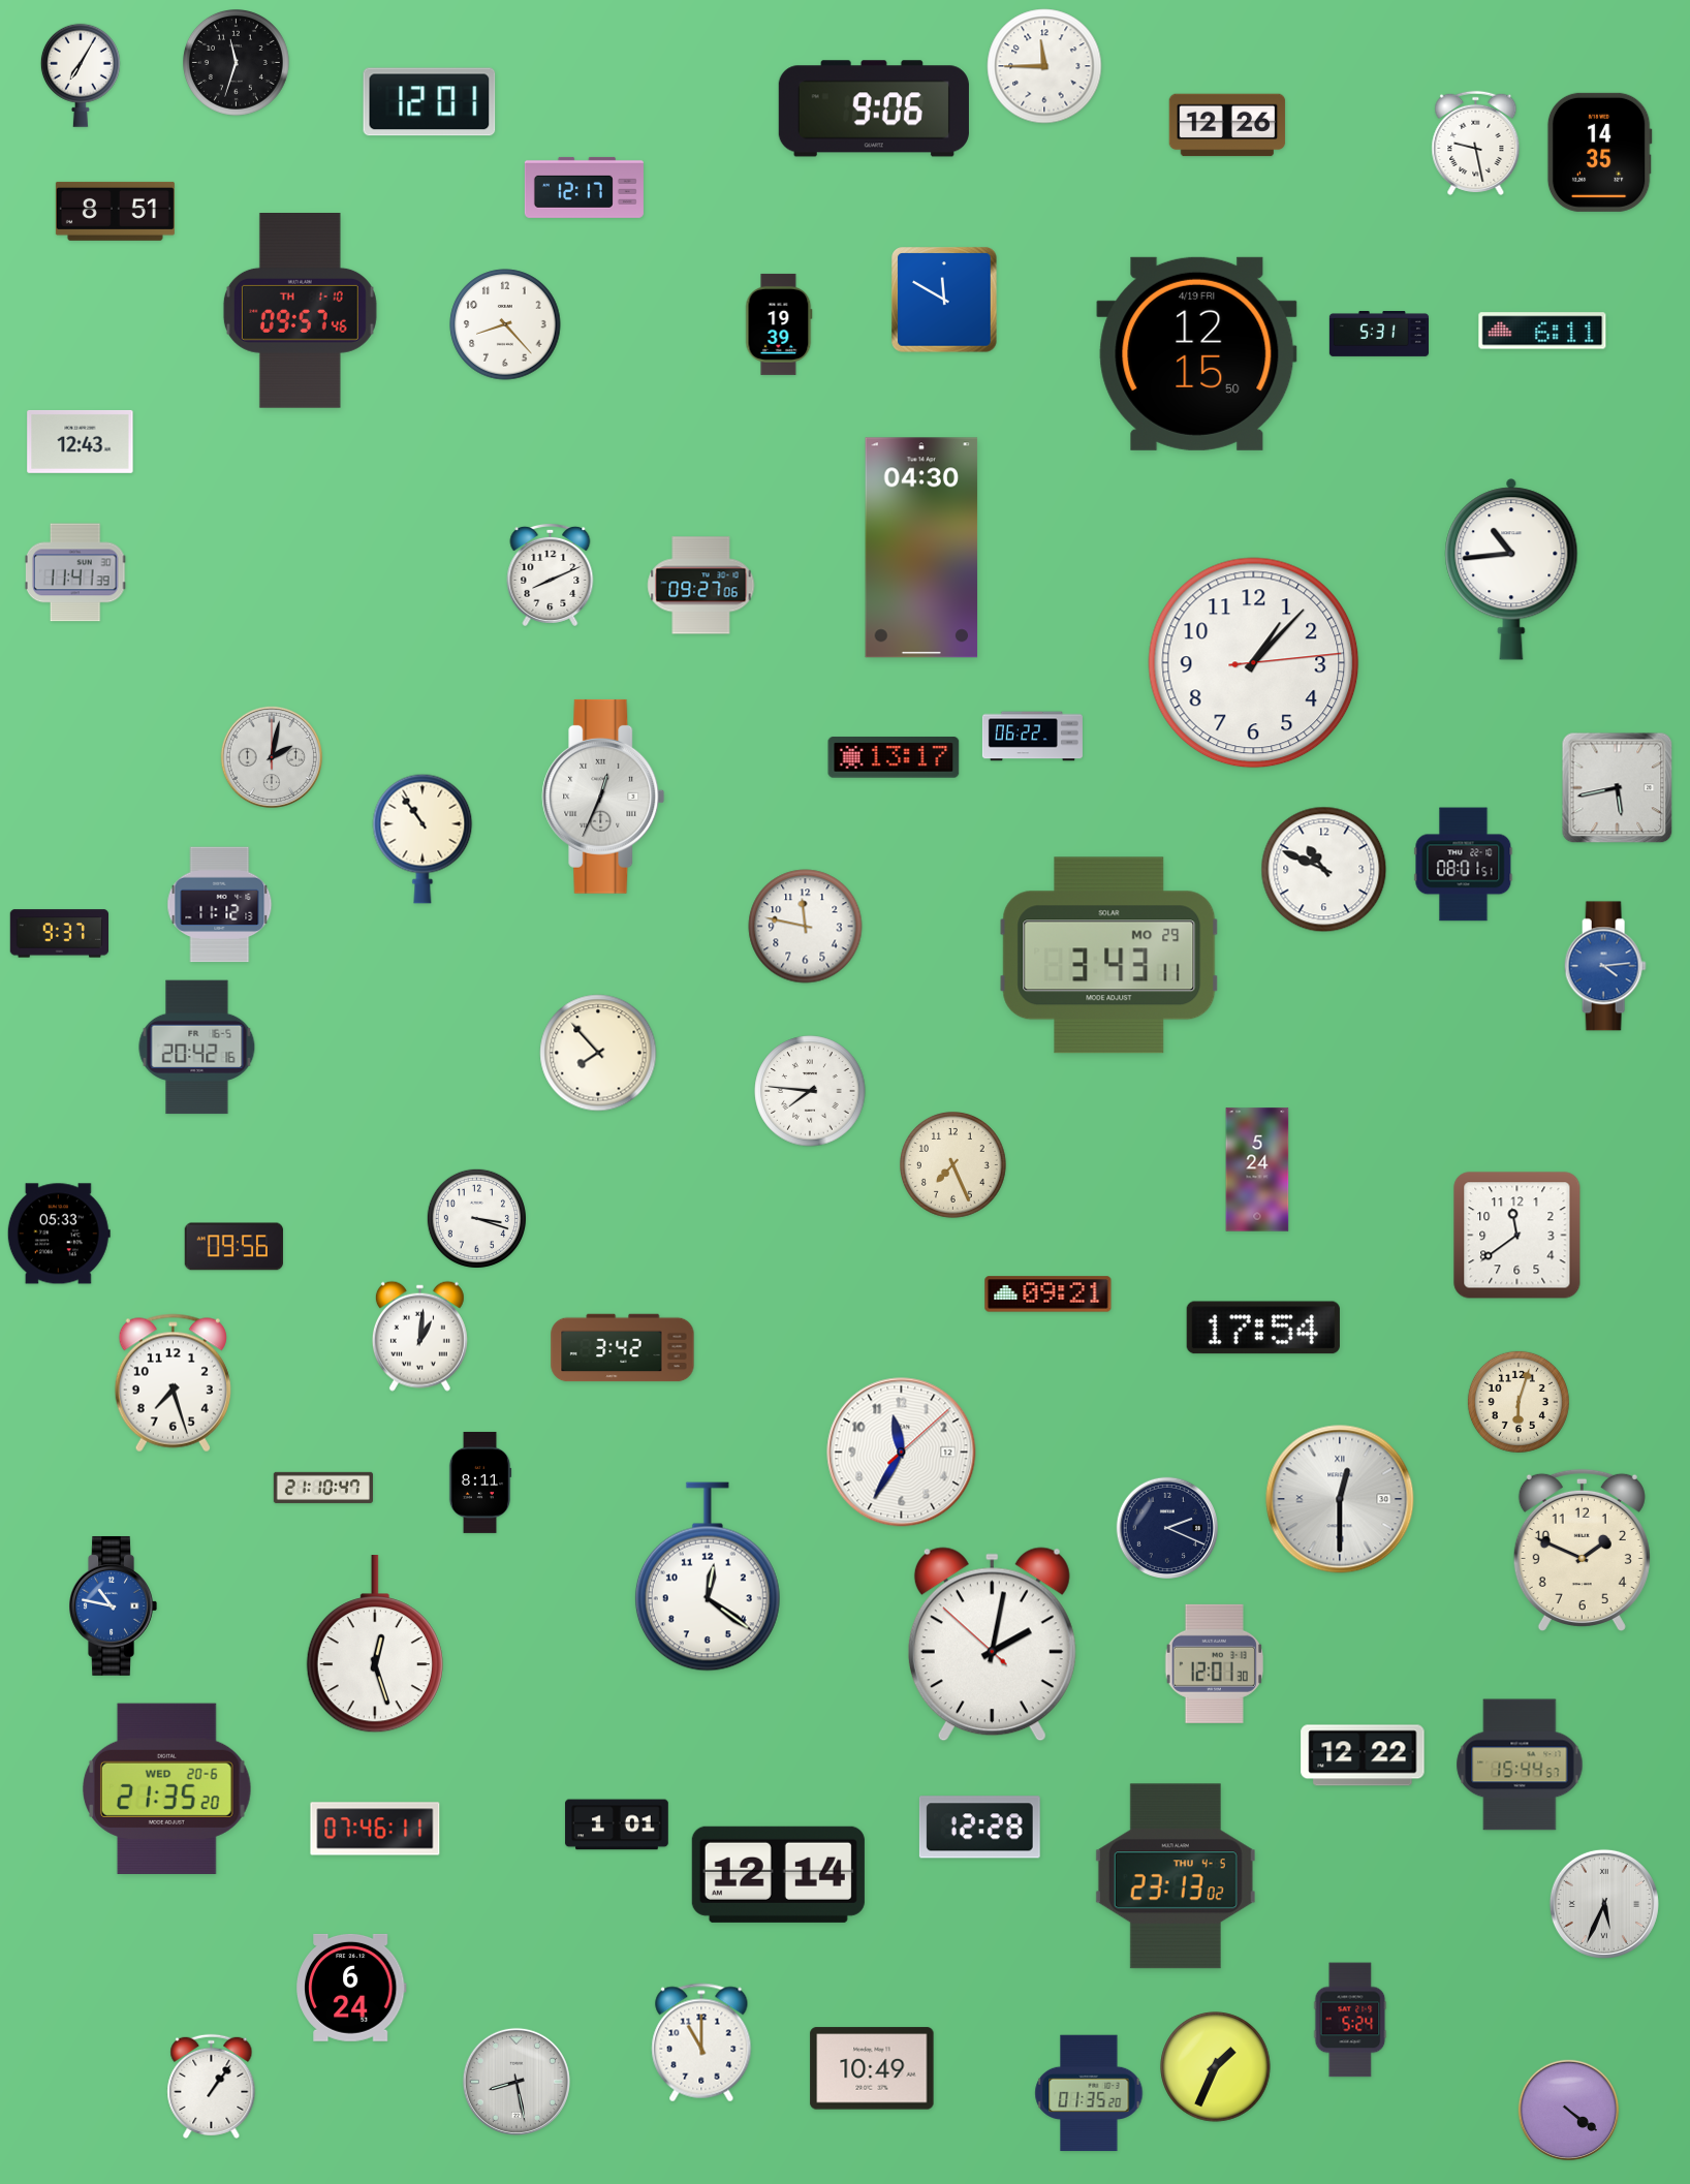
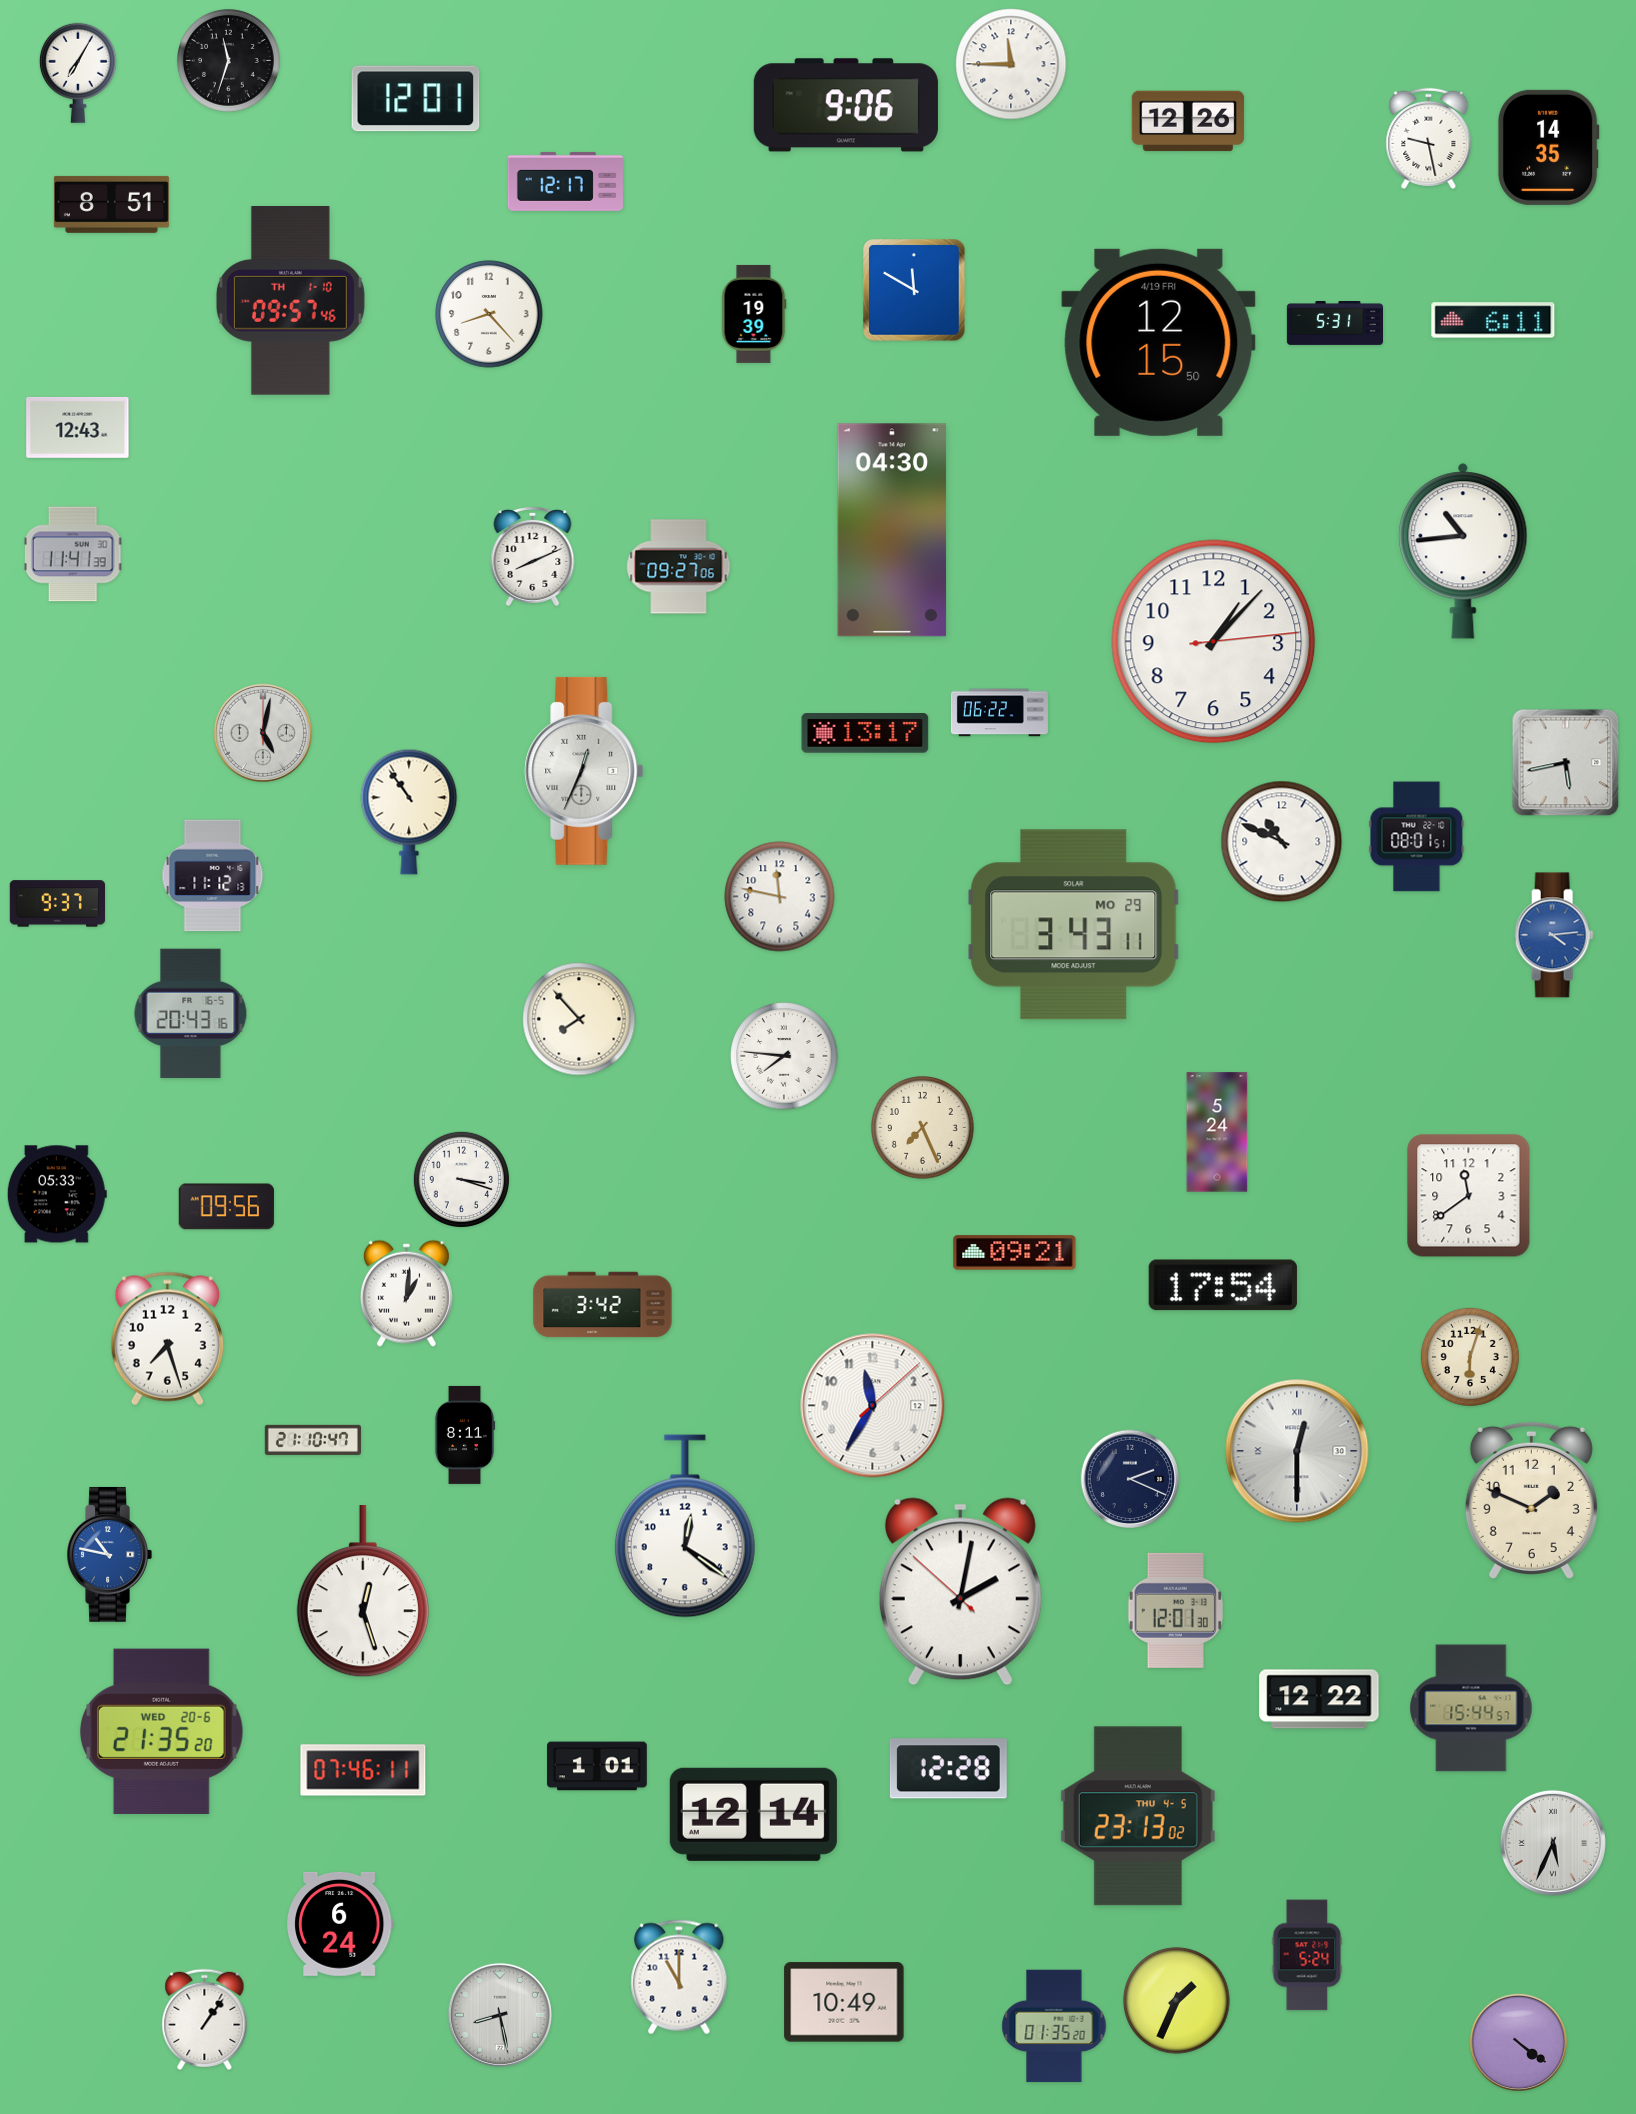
clock at (271, 756): 2:02 -> 5:02
clock at (197, 1048): 20:42 -> 20:43
